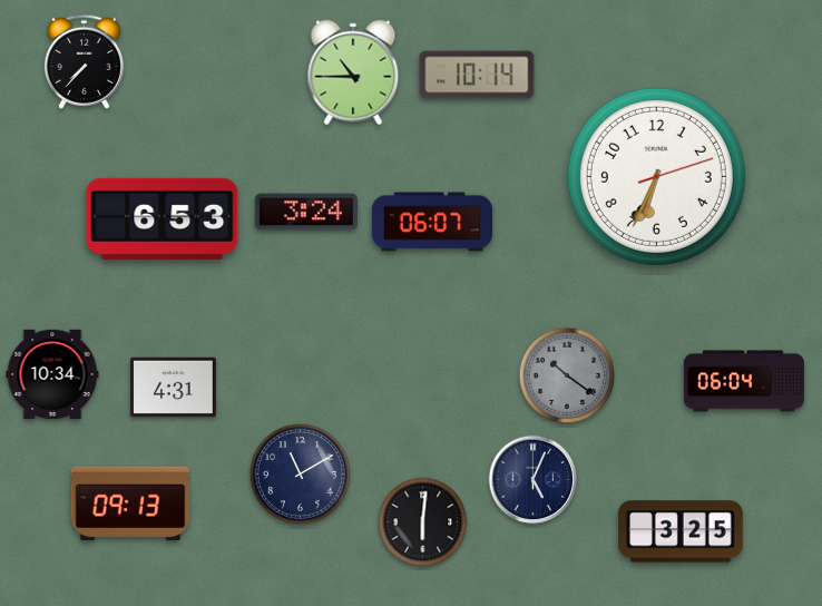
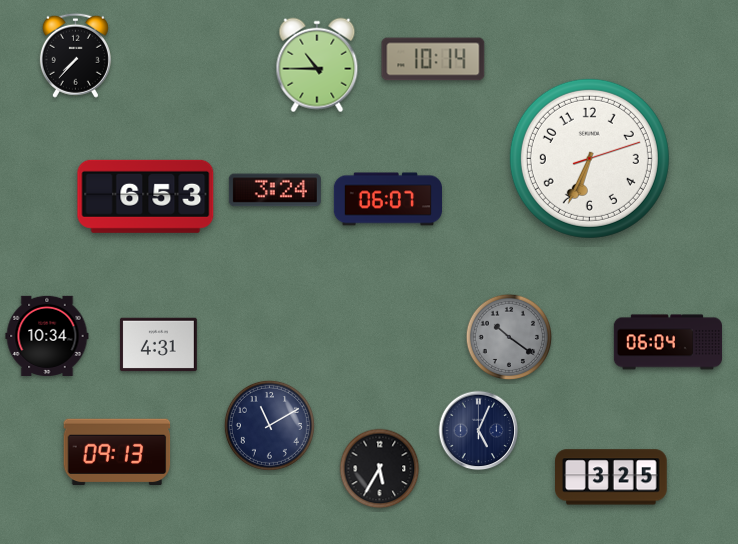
clock at (477, 75) position: (477, 75) -> (433, 59)
clock at (173, 388) position: (173, 388) -> (158, 345)
clock at (423, 522): 6:01 -> 5:35
